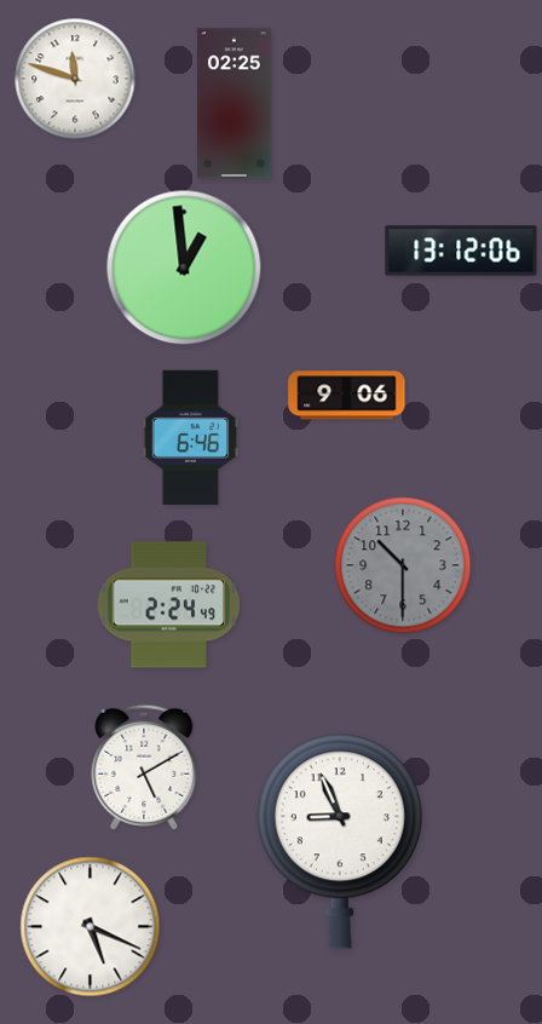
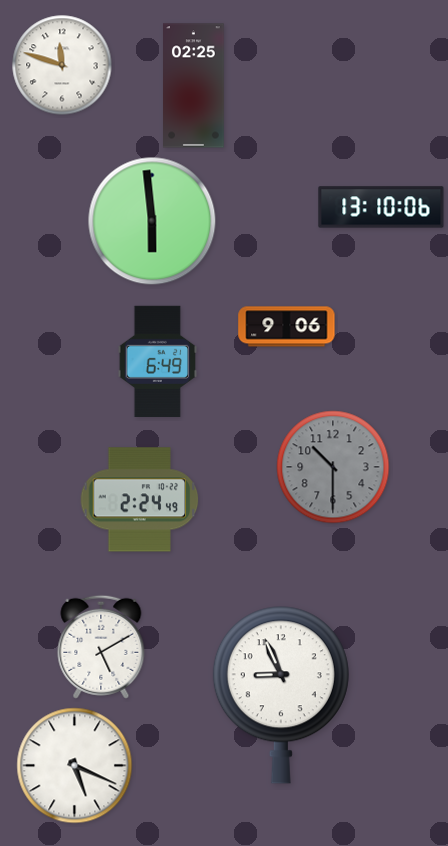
clock at (461, 251): 13:12 -> 13:10
clock at (184, 267): 12:59 -> 5:59
clock at (190, 437): 6:46 -> 6:49
clock at (144, 767) position: (144, 767) -> (101, 647)
